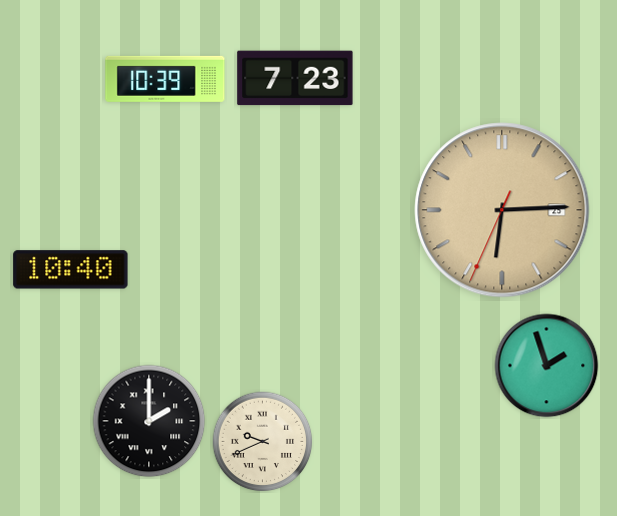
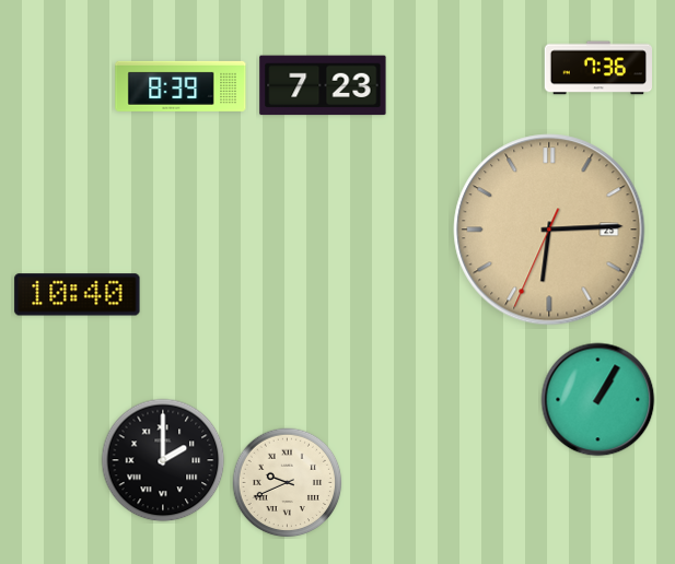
clock at (597, 68): none -> 7:36
clock at (165, 79): 10:39 -> 8:39
clock at (547, 366): 1:57 -> 1:05
